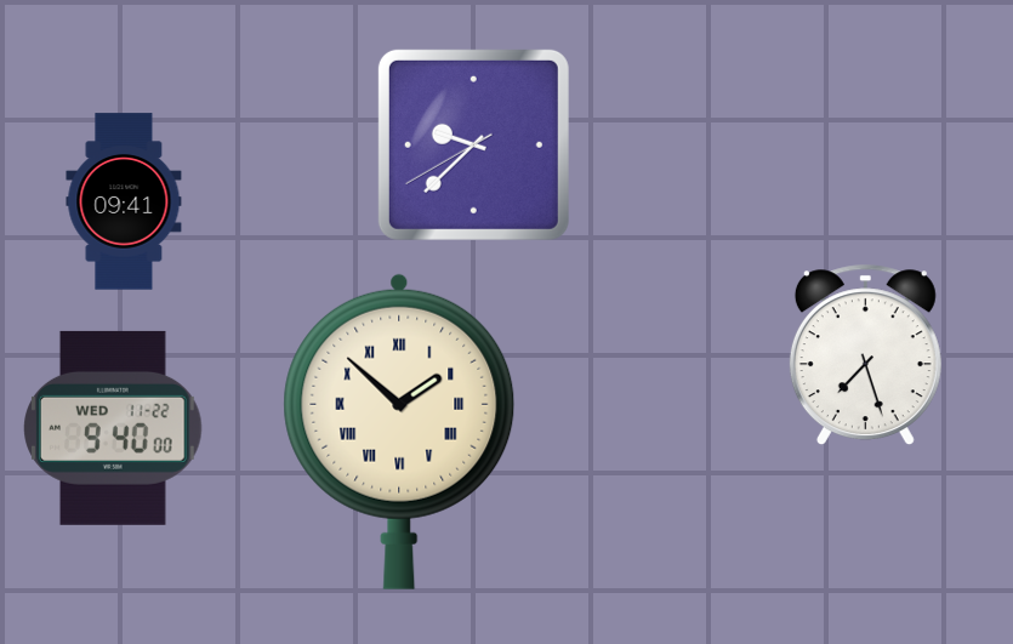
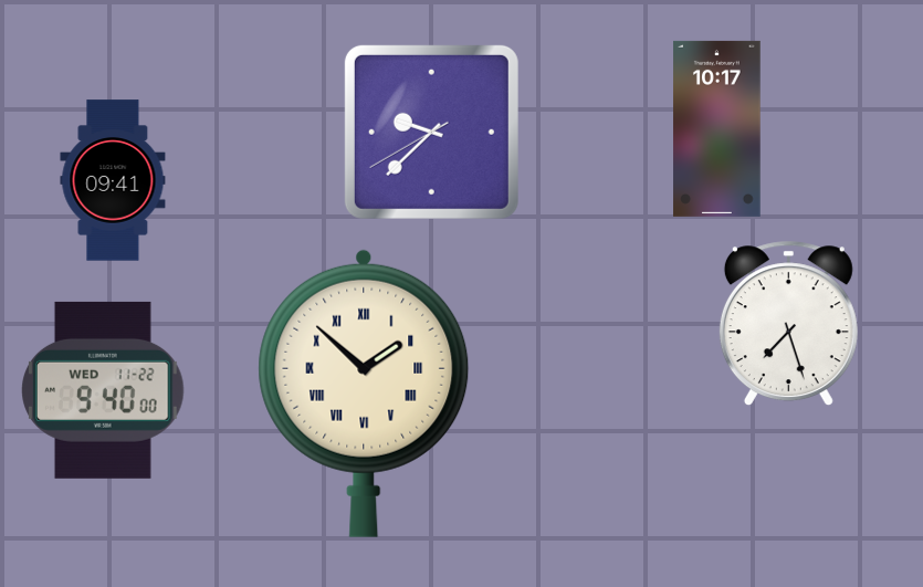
clock at (717, 128): none -> 10:17
clock at (124, 201) position: (124, 201) -> (113, 180)
